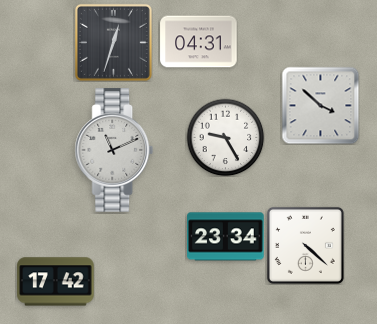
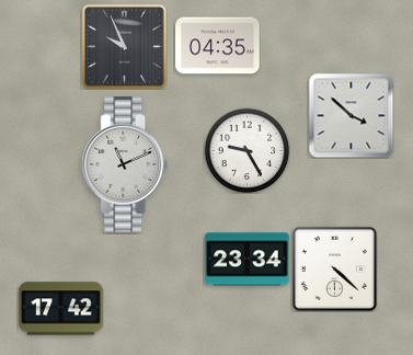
clock at (113, 42): 12:33 -> 9:56
clock at (199, 42): 04:31 -> 04:35
